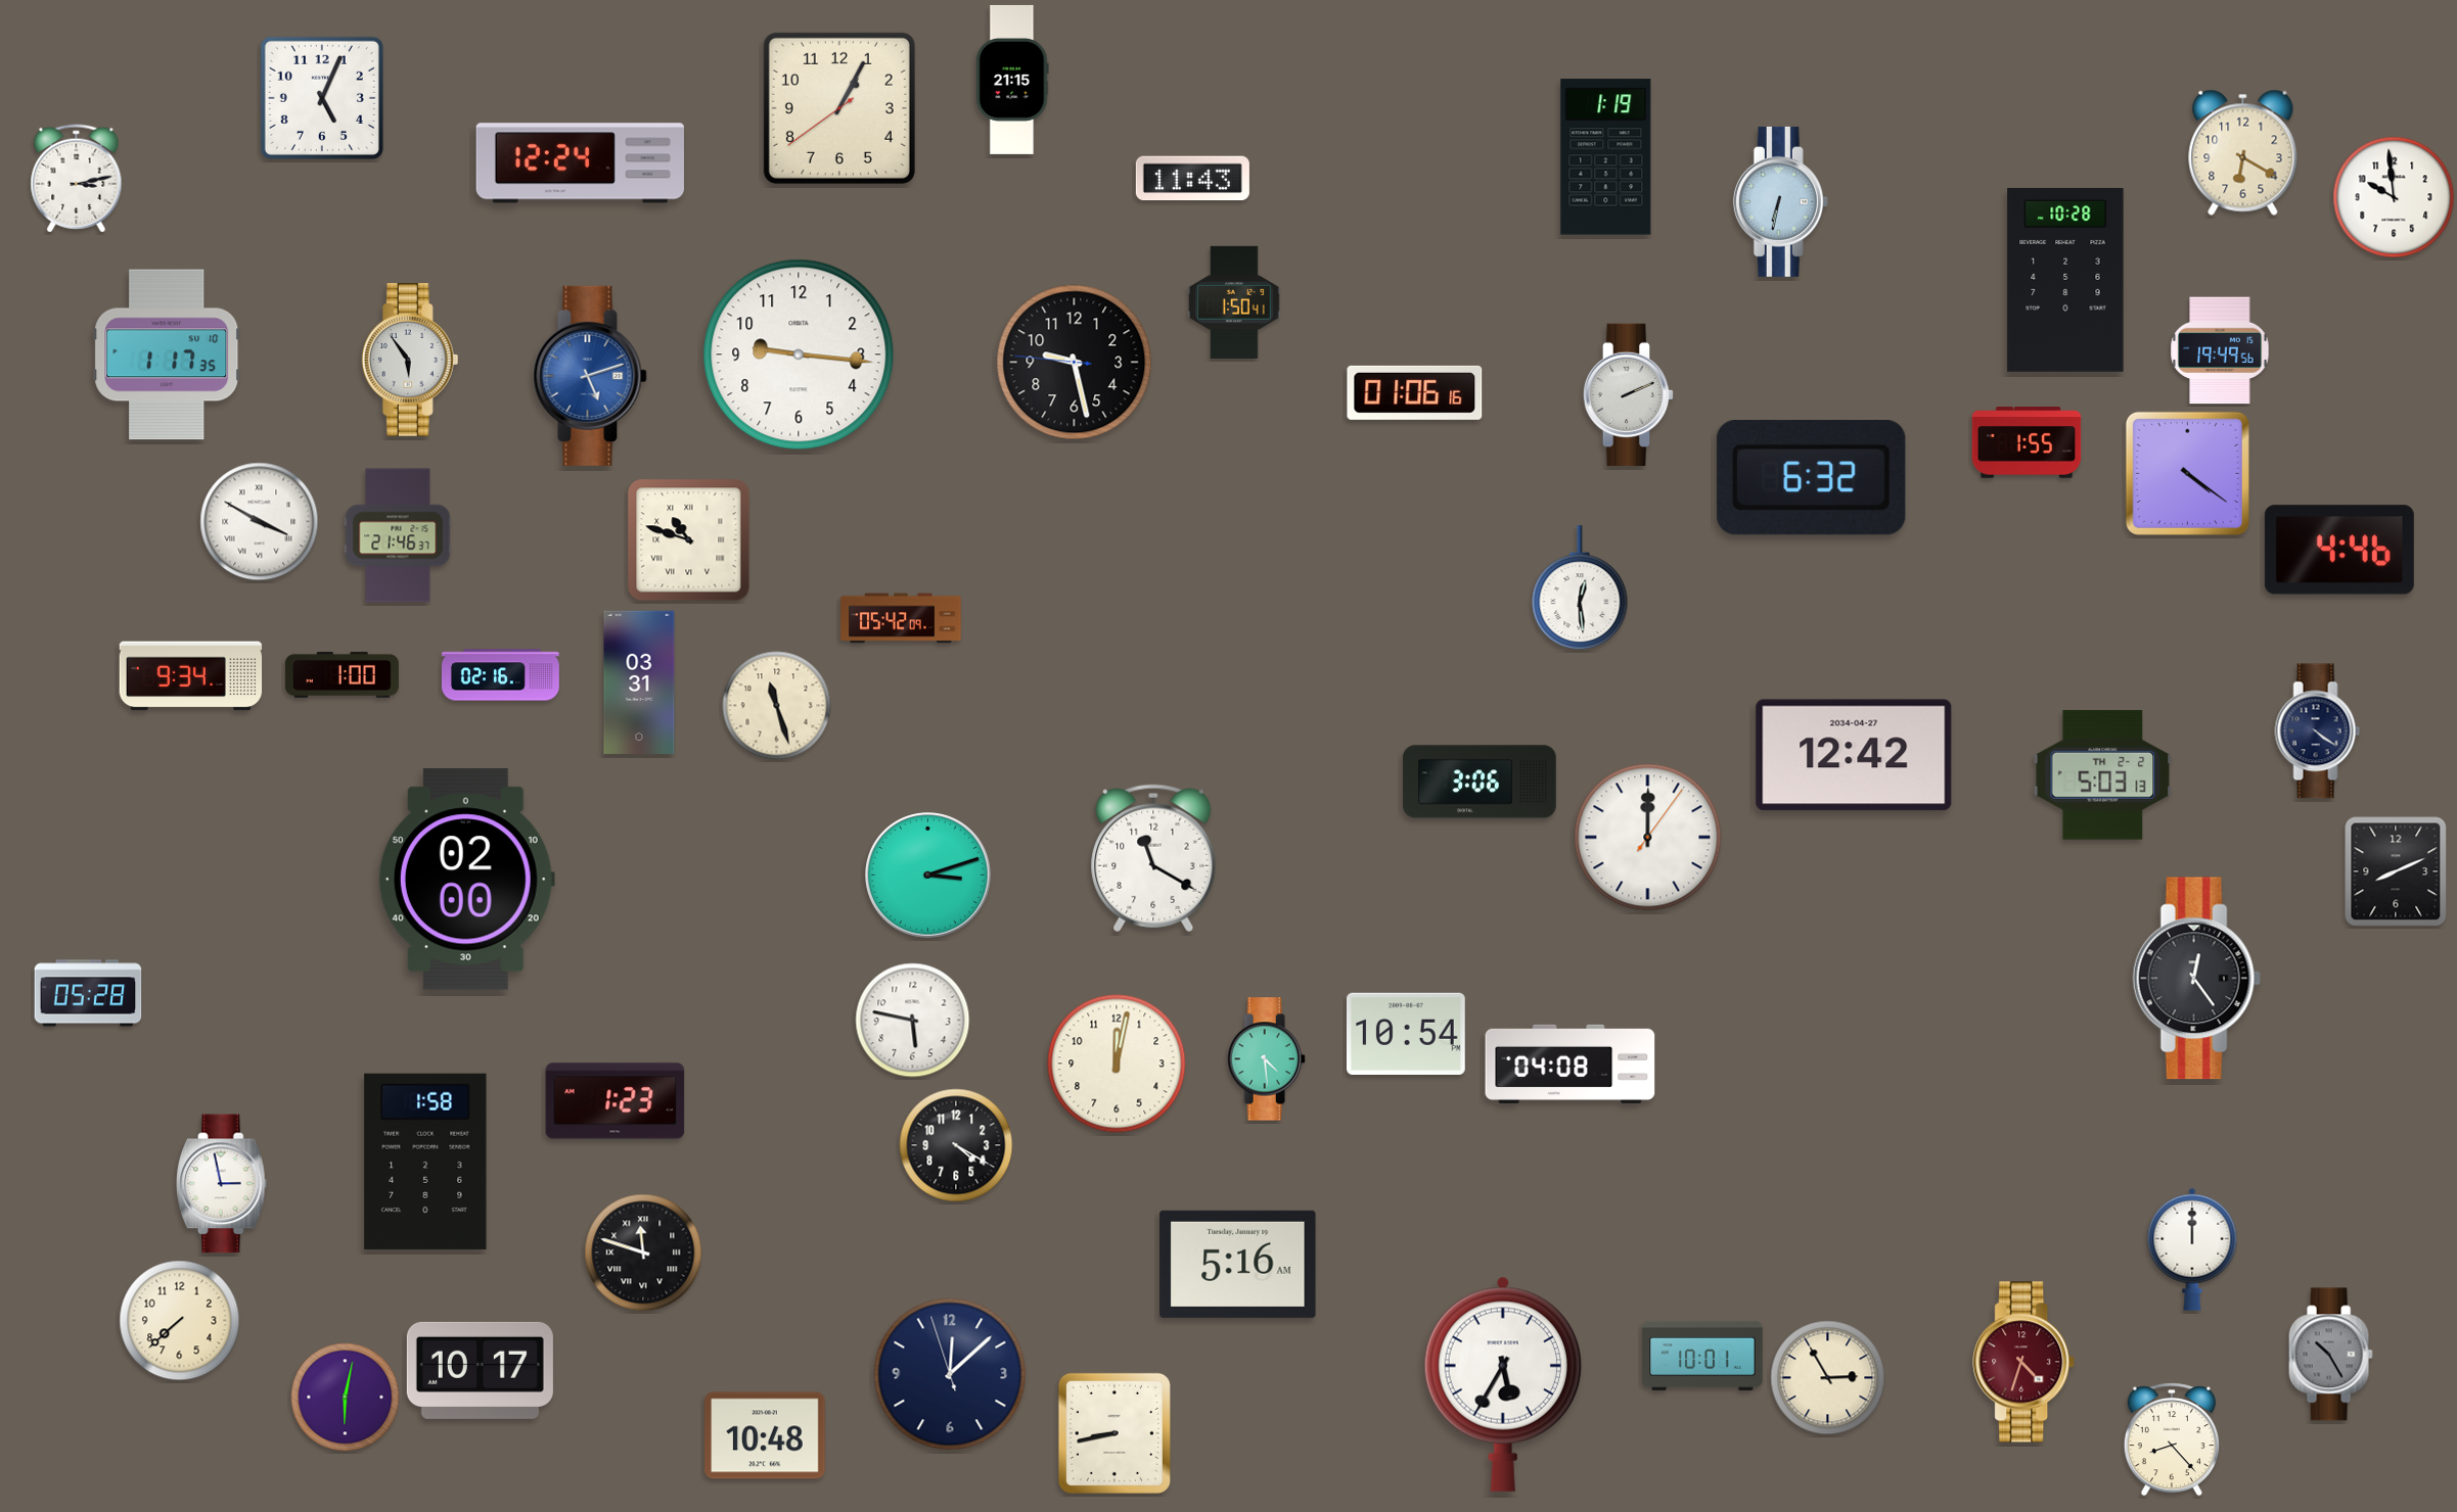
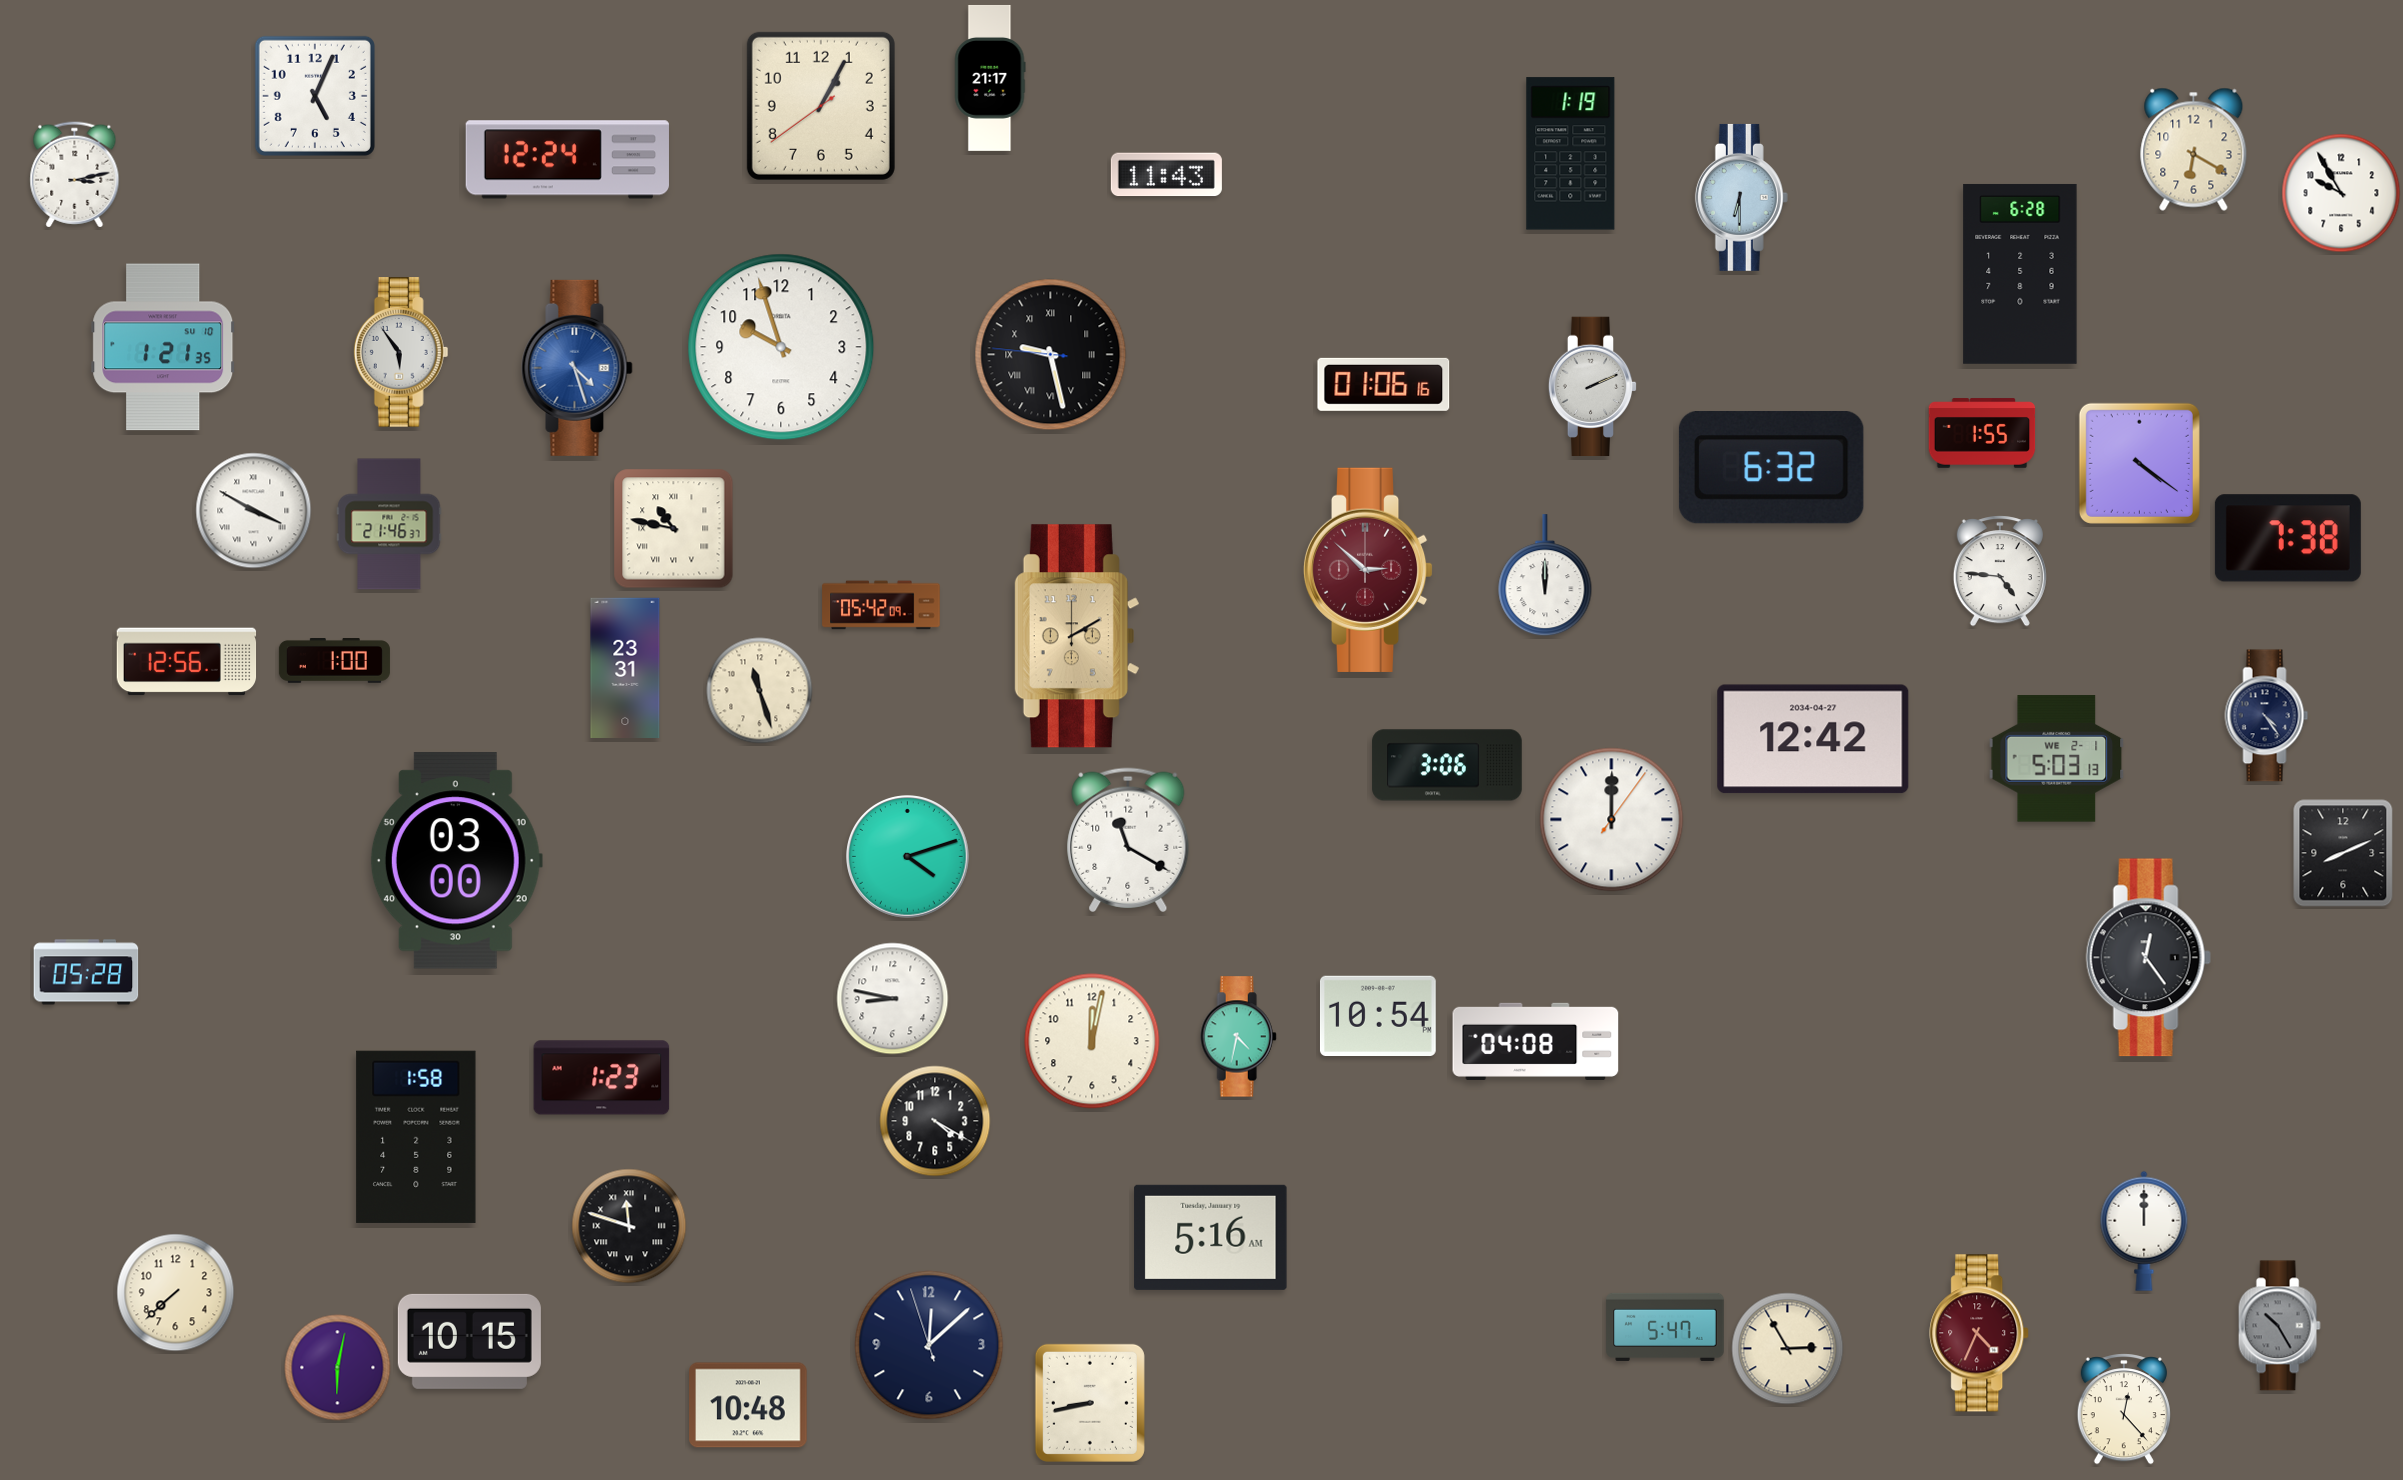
clock at (1012, 80): 21:15 -> 21:17
clock at (2394, 197): 9:59 -> 9:55
clock at (1780, 201): 6:32 -> 6:30
clock at (2065, 280): 10:28 -> 6:28
clock at (1234, 302): 1:50 -> none
clock at (2220, 350): 19:49 -> none
clock at (167, 355): 1:17 -> 1:21
clock at (799, 355): 9:16 -> 9:57
clock at (1075, 363) numerals: Arabic -> Roman
clock at (590, 376): 5:12 -> 4:27
clock at (689, 540): 10:48 -> 10:47
clock at (2339, 550): 4:46 -> 7:38
clock at (1368, 570): none -> 2:52
clock at (2000, 571): none -> 4:46
clock at (1580, 588): 12:29 -> 12:00
clock at (1077, 636): none -> 2:10
clock at (500, 675): 02:16 -> none
clock at (191, 676): 9:34 -> 12:56
clock at (639, 681): 03:31 -> 23:31
clock at (2318, 731): 4:21 -> 4:24
clock at (2103, 775) date: TH 2-2 -> WE 2-1
clock at (928, 876): 3:12 -> 4:12
clock at (466, 880): 02:00 -> 03:00
clock at (913, 1021): 5:47 -> 8:47
clock at (1406, 1033) position: (1406, 1033) -> (1378, 1015)
clock at (1266, 1059): 4:29 -> 4:32
clock at (222, 1184): 2:58 -> none
clock at (2192, 1249) position: (2192, 1249) -> (2144, 1231)
clock at (1702, 1356): 10:01 -> 5:47
clock at (2024, 1362): 4:33 -> 4:34
clock at (480, 1370): 10:17 -> 10:15
clock at (1503, 1384): 5:35 -> none
clock at (2172, 1439): 8:23 -> 12:23
